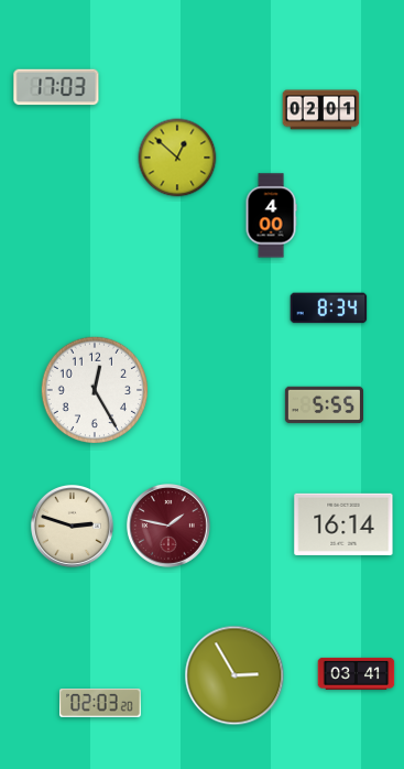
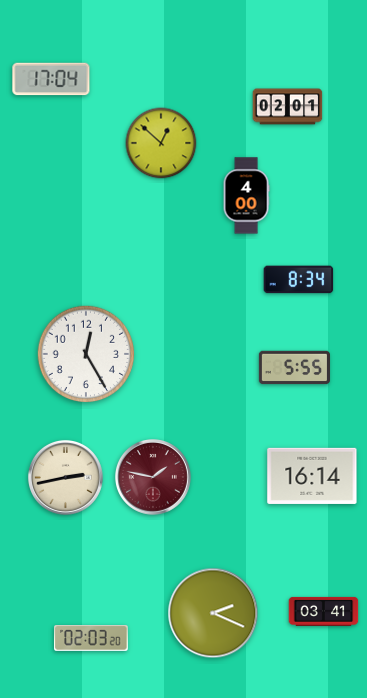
clock at (56, 87): 17:03 -> 17:04
clock at (321, 110) position: (321, 110) -> (288, 107)
clock at (72, 526): 2:48 -> 2:43
clock at (234, 675): 2:55 -> 2:19
